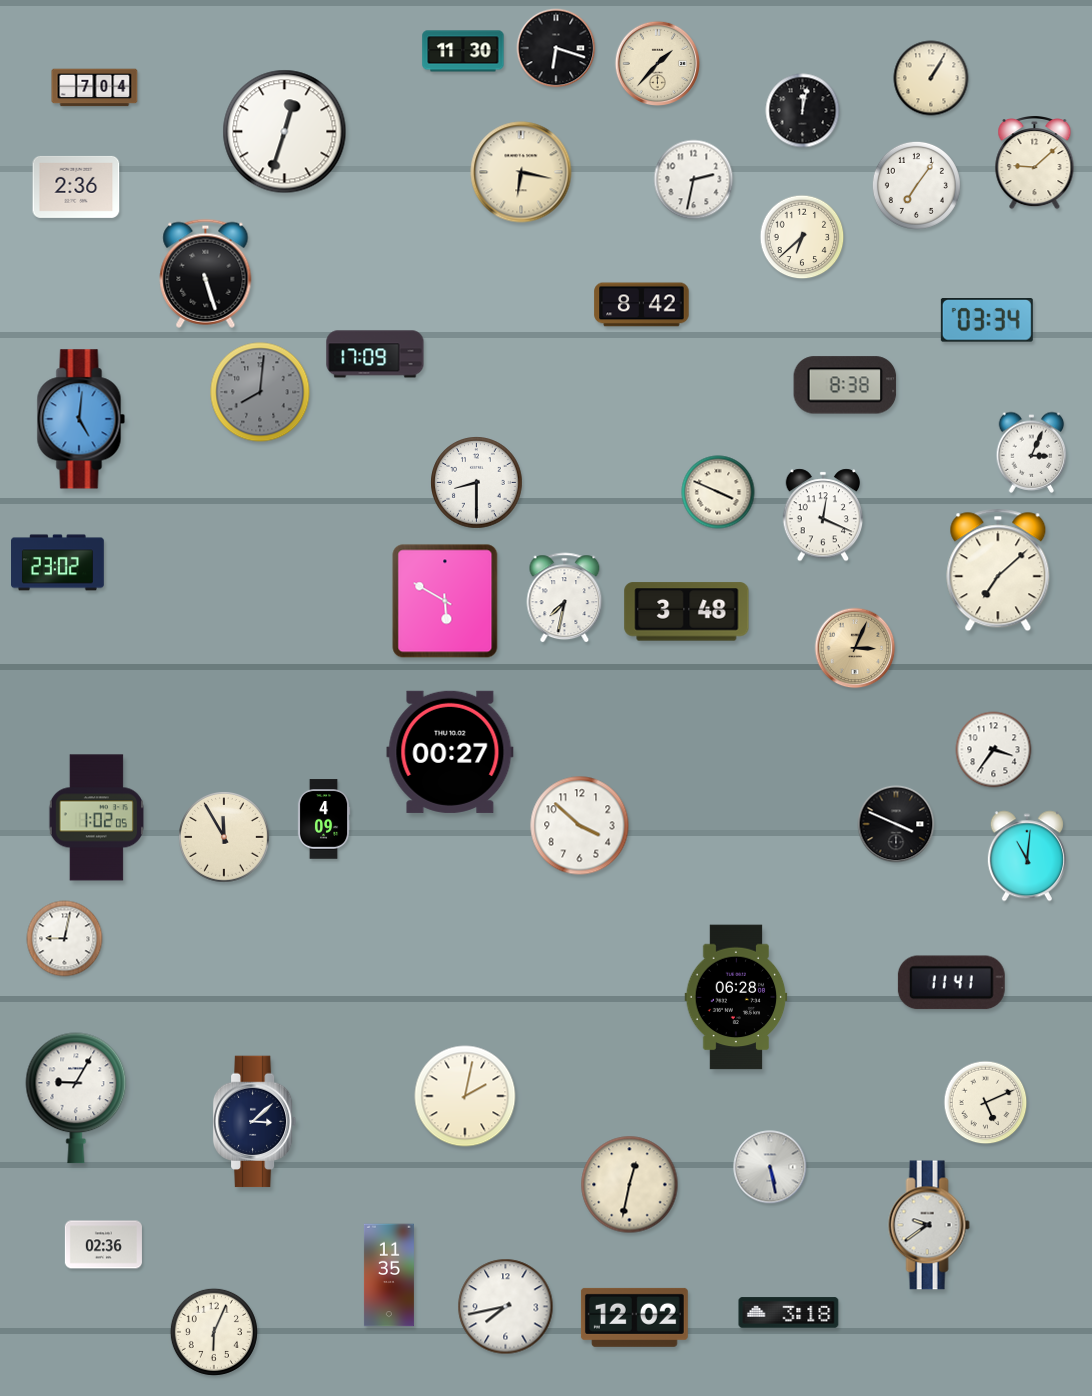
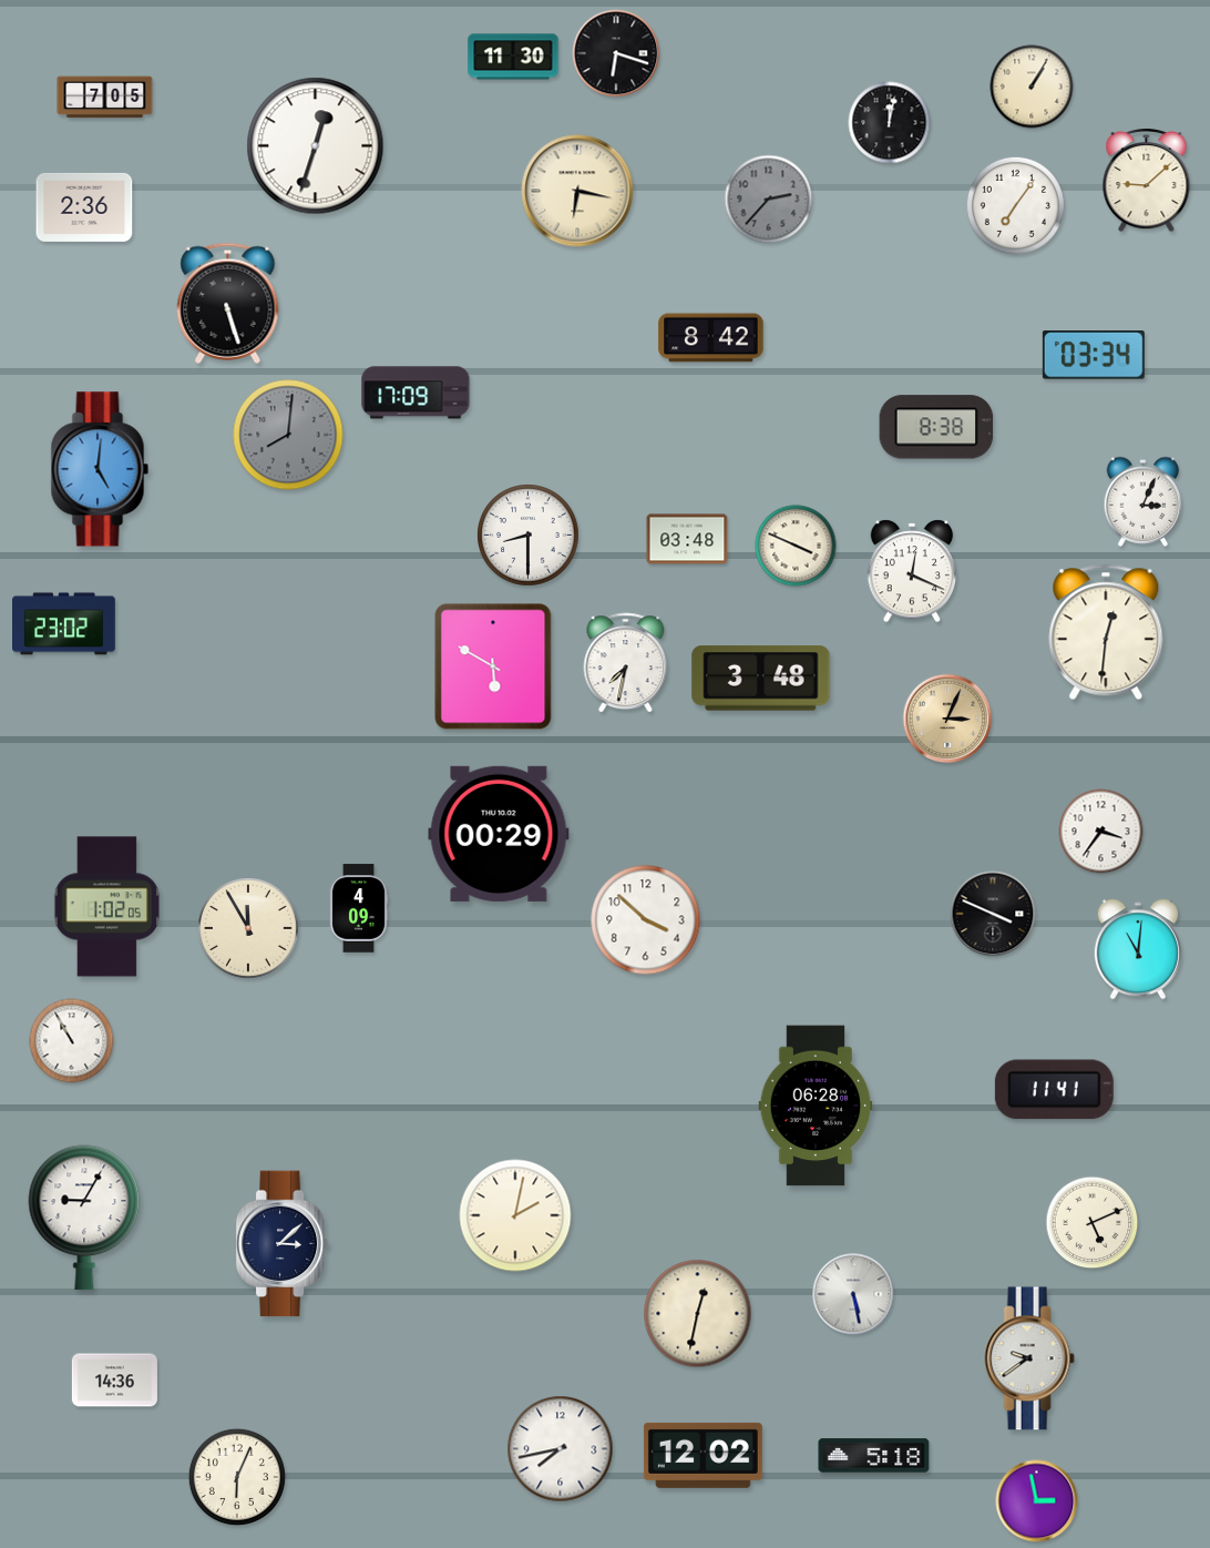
clock at (657, 63): 1:37 -> none
clock at (95, 88): 7:04 -> 7:05
clock at (694, 180): 2:32 -> 2:37
clock at (694, 180) dial: white -> grey
clock at (802, 237): 6:38 -> none
clock at (81, 419) position: (81, 419) -> (100, 469)
clock at (687, 539): none -> 03:48
clock at (998, 570): 7:08 -> 12:31
clock at (450, 752): 00:27 -> 00:29
clock at (580, 826) position: (580, 826) -> (646, 920)
clock at (65, 939): 9:02 -> 10:55
clock at (103, 1245): 02:36 -> 14:36
clock at (389, 1275): 11:35 -> none
clock at (789, 1313): 3:18 -> 5:18
clock at (634, 1317) position: (634, 1317) -> (703, 1455)
clock at (1037, 1501): none -> 2:58
